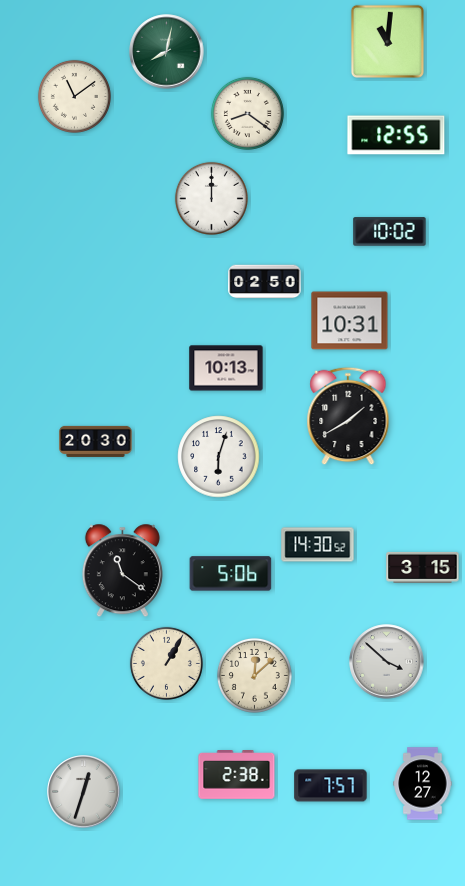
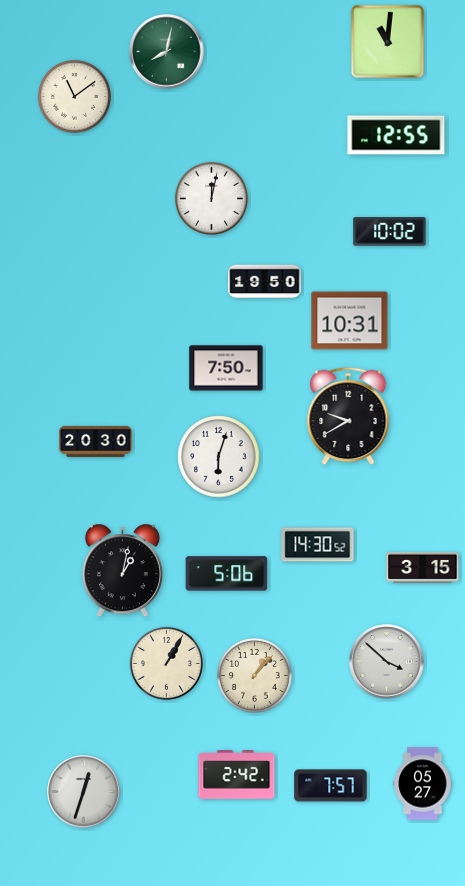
clock at (247, 113): 8:21 -> none
clock at (211, 198): 12:00 -> 12:02
clock at (265, 282): 02:50 -> 19:50
clock at (226, 368): 10:13 -> 7:50
clock at (348, 416): 1:40 -> 9:40
clock at (122, 571): 11:21 -> 1:02
clock at (231, 574) position: (231, 574) -> (227, 574)
clock at (254, 675): 12:08 -> 1:07
clock at (237, 775): 2:38 -> 2:42
clock at (423, 784): 12:27 -> 05:27
